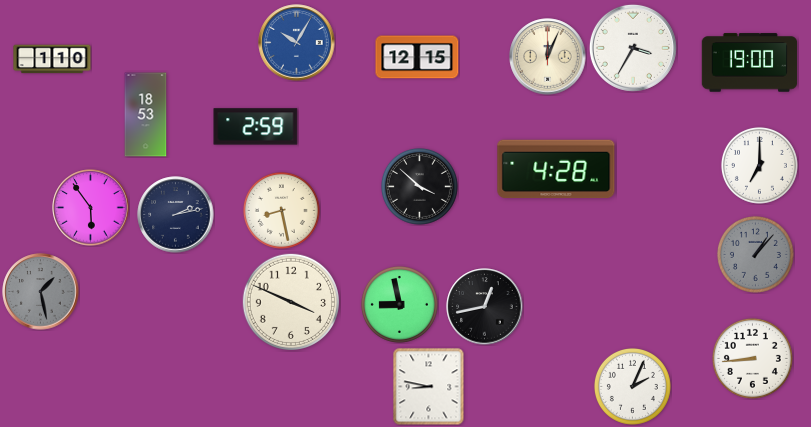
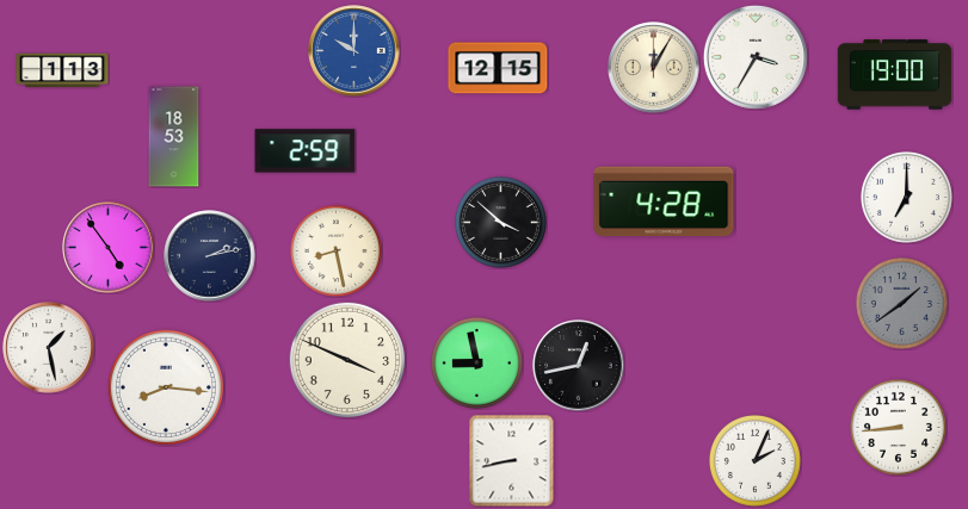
clock at (297, 43): 10:05 -> 10:00
clock at (548, 57): 12:04 -> 12:05
clock at (52, 59): 1:10 -> 1:13
clock at (91, 208): 5:54 -> 4:54
clock at (755, 254): 1:07 -> 1:39
clock at (41, 292) dial: grey -> white
clock at (166, 387): none -> 8:16
clock at (429, 386): 8:47 -> 8:43
